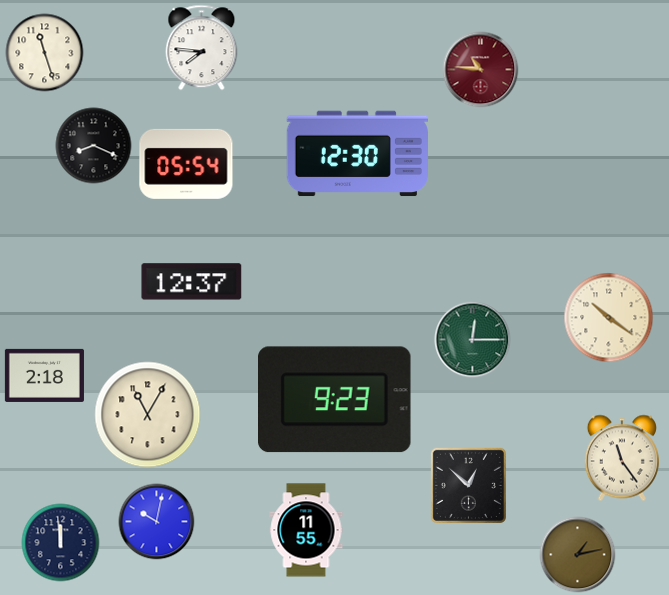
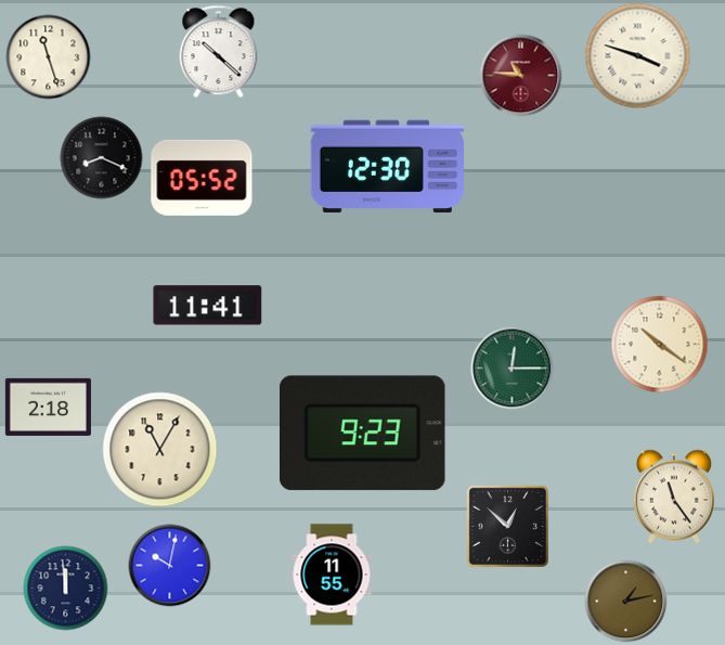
clock at (202, 48): 7:46 -> 10:22
clock at (638, 56): none -> 3:48
clock at (186, 164): 05:54 -> 05:52
clock at (192, 282): 12:37 -> 11:41
